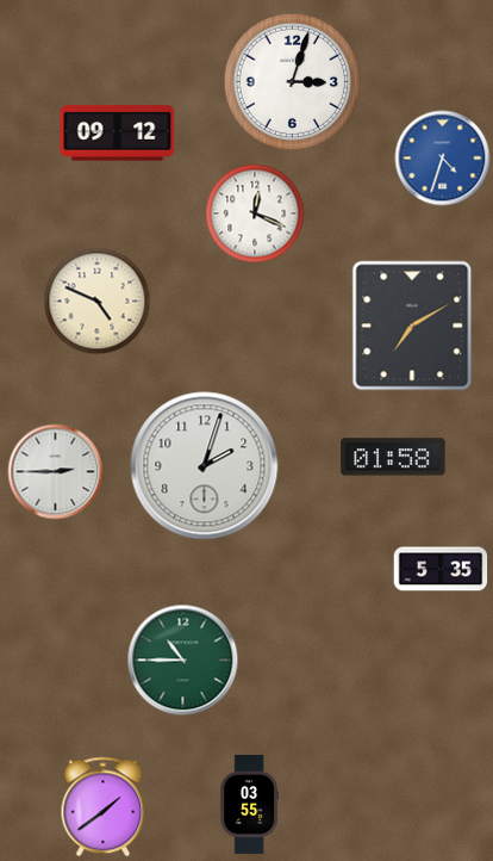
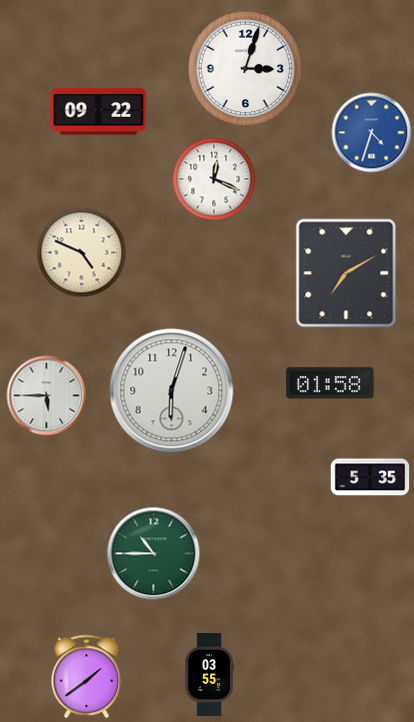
clock at (118, 134): 09:12 -> 09:22
clock at (205, 466): 2:03 -> 6:03
clock at (56, 472): 2:45 -> 5:45
